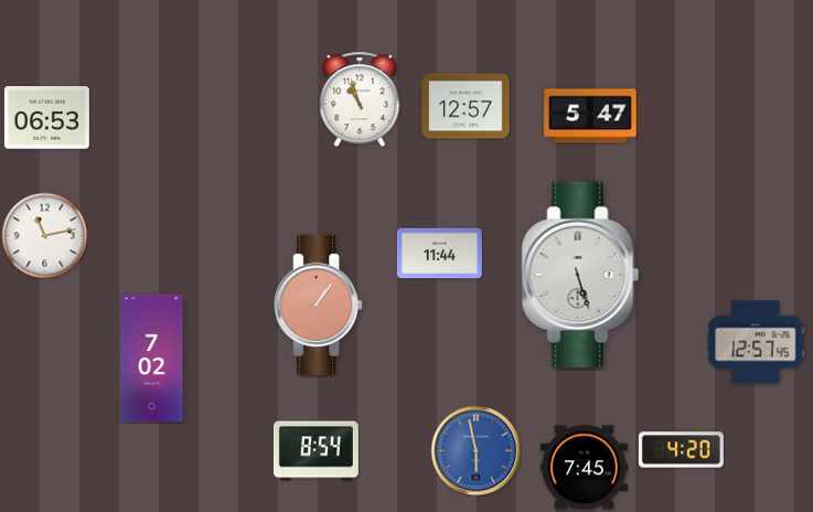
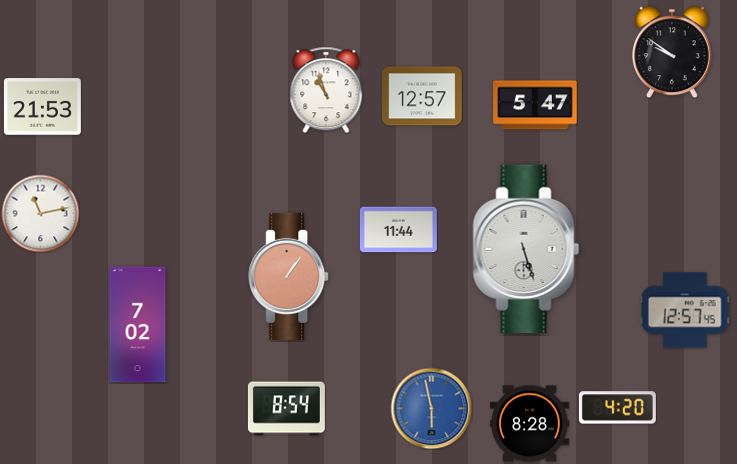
clock at (673, 52): none -> 9:51
clock at (46, 118): 06:53 -> 21:53
clock at (584, 468): 7:45 -> 8:28
